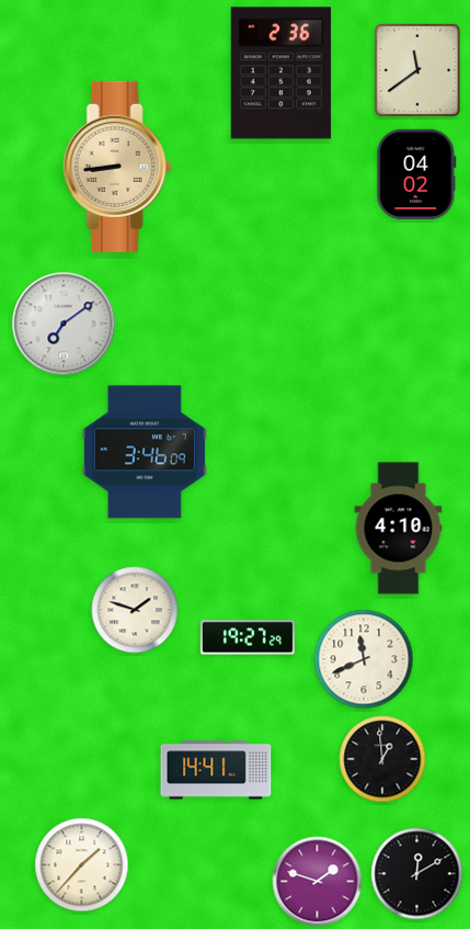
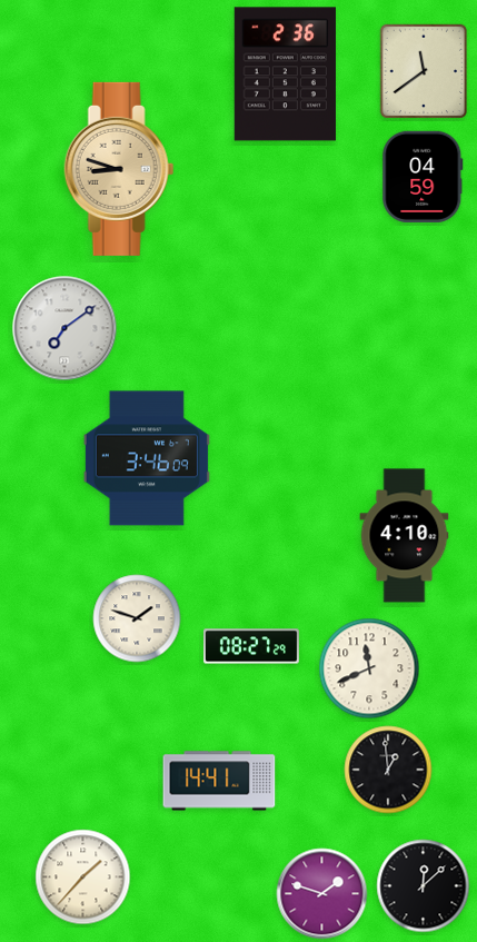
clock at (117, 167): 8:44 -> 8:48
clock at (416, 174): 04:02 -> 04:59
clock at (249, 637): 19:27 -> 08:27
clock at (417, 874): 12:10 -> 12:08
